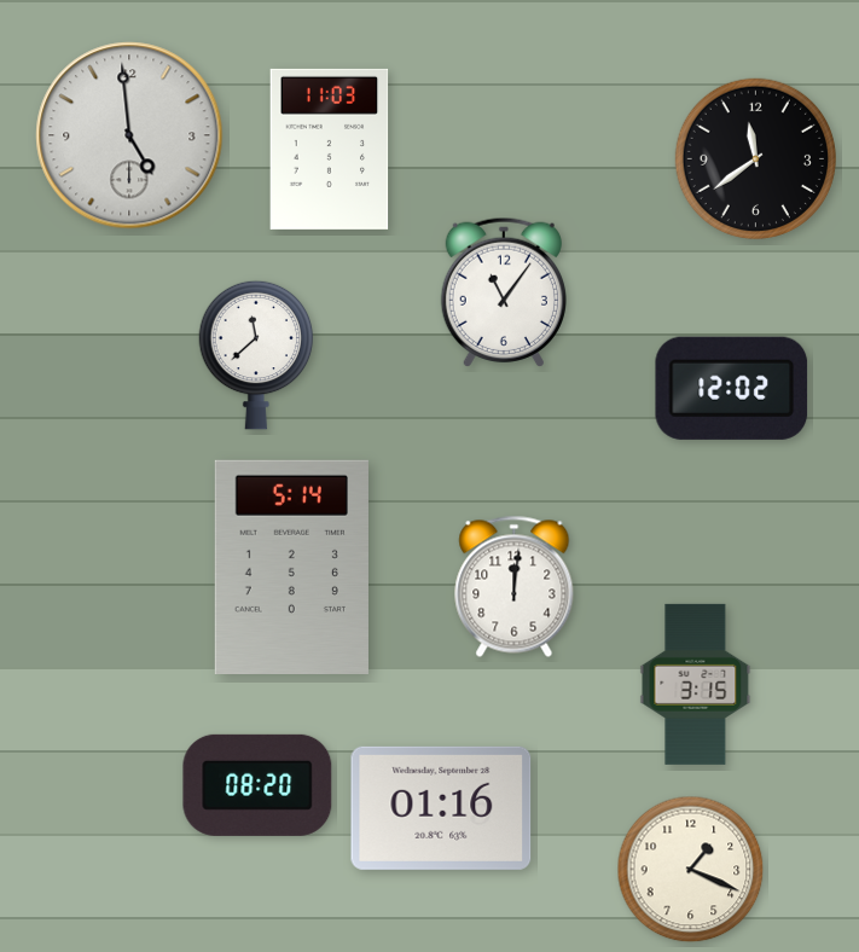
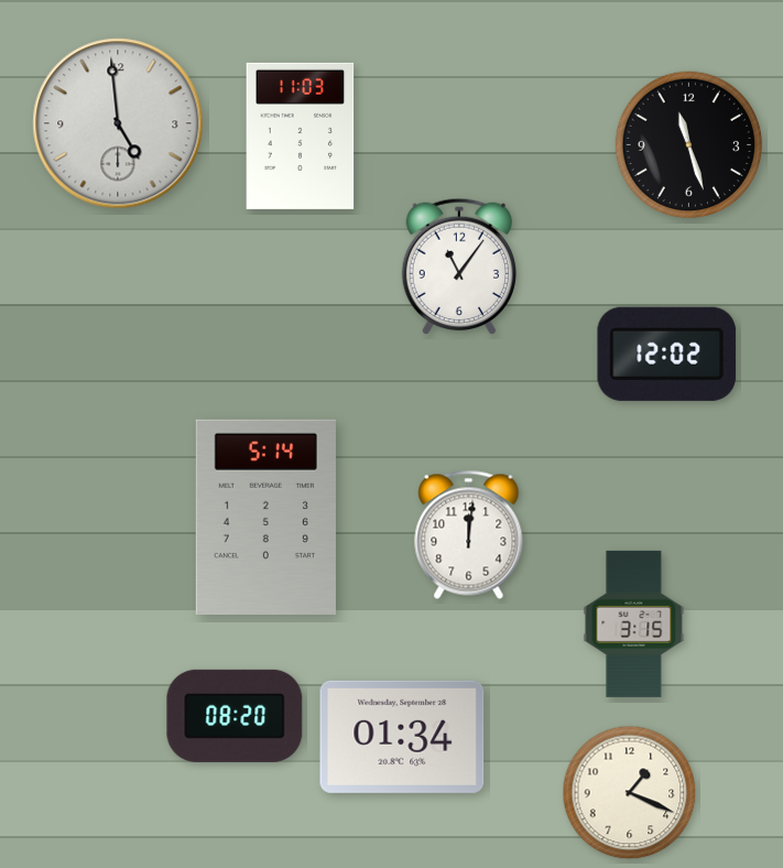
clock at (755, 158): 11:39 -> 11:27
clock at (256, 355): 11:38 -> none
clock at (441, 808): 01:16 -> 01:34
